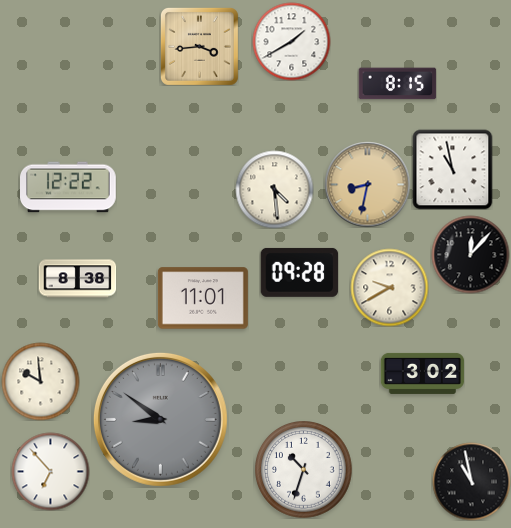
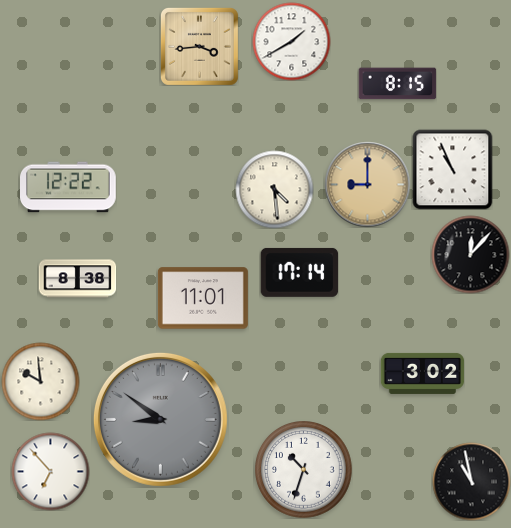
clock at (452, 169): 10:58 -> 10:56
clock at (367, 184): 8:32 -> 9:00
clock at (299, 272): 09:28 -> 17:14
clock at (389, 287): 9:40 -> none
